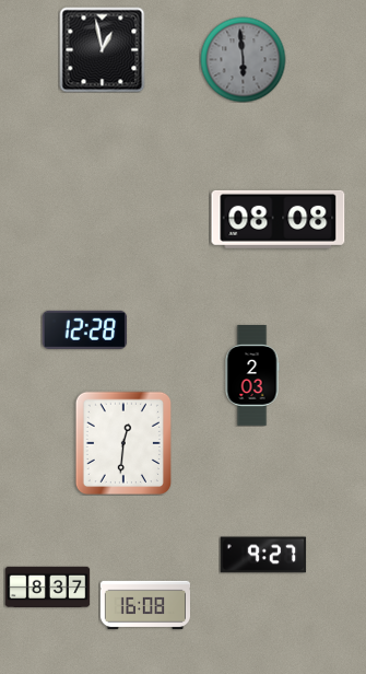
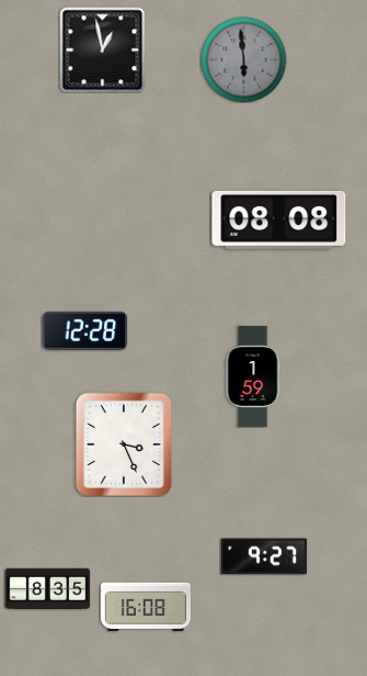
clock at (252, 376): 2:03 -> 1:59
clock at (122, 442): 12:31 -> 3:26
clock at (47, 586): 8:37 -> 8:35
